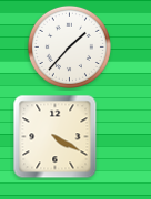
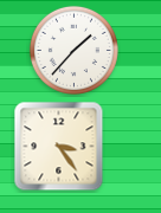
clock at (56, 137): 4:20 -> 3:24
